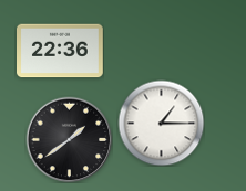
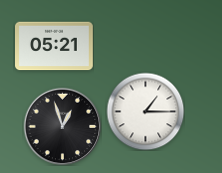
clock at (61, 51): 22:36 -> 05:21
clock at (69, 139): 1:39 -> 12:57
